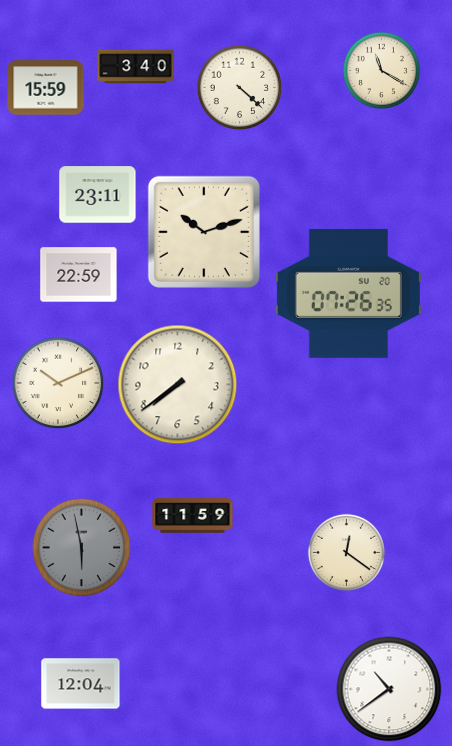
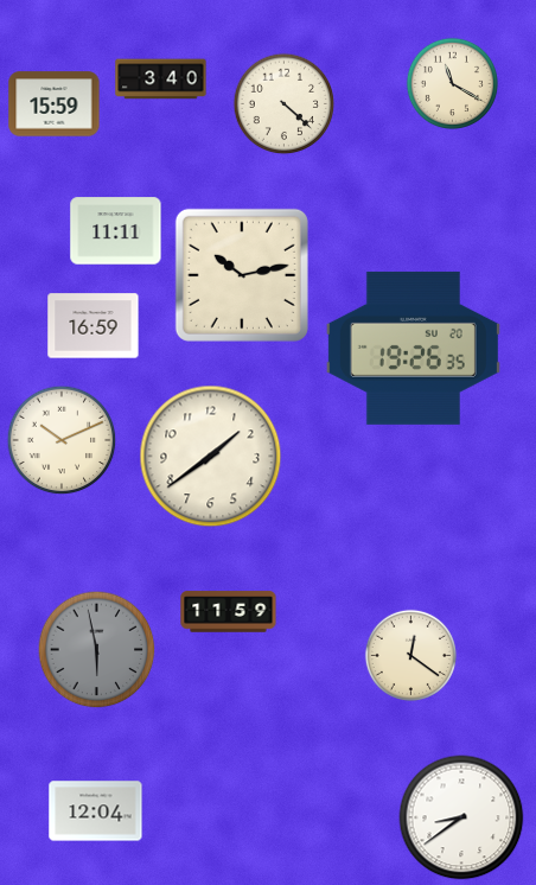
clock at (98, 195): 23:11 -> 11:11
clock at (204, 232): 10:12 -> 10:13
clock at (79, 275): 22:59 -> 16:59
clock at (348, 293): 07:26 -> 19:26
clock at (58, 383) position: (58, 383) -> (62, 440)
clock at (178, 385): 7:39 -> 1:39
clock at (389, 689): 10:39 -> 8:39
